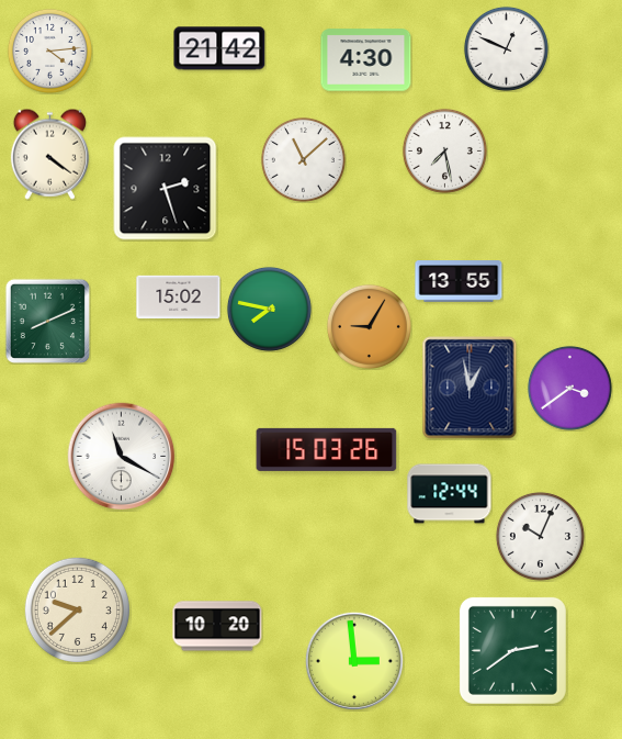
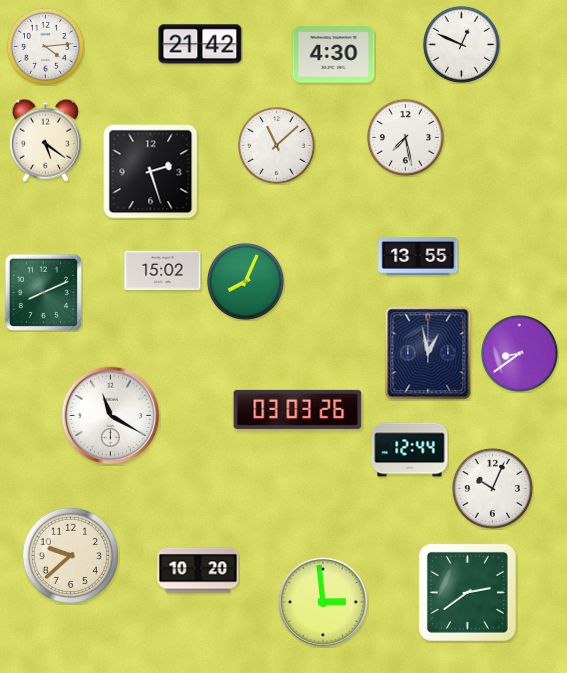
clock at (49, 154): 4:21 -> 5:21
clock at (269, 309): 7:47 -> 8:04
clock at (369, 326): 9:05 -> none
clock at (569, 388): 3:39 -> 8:39
clock at (327, 449): 15:03 -> 03:03
